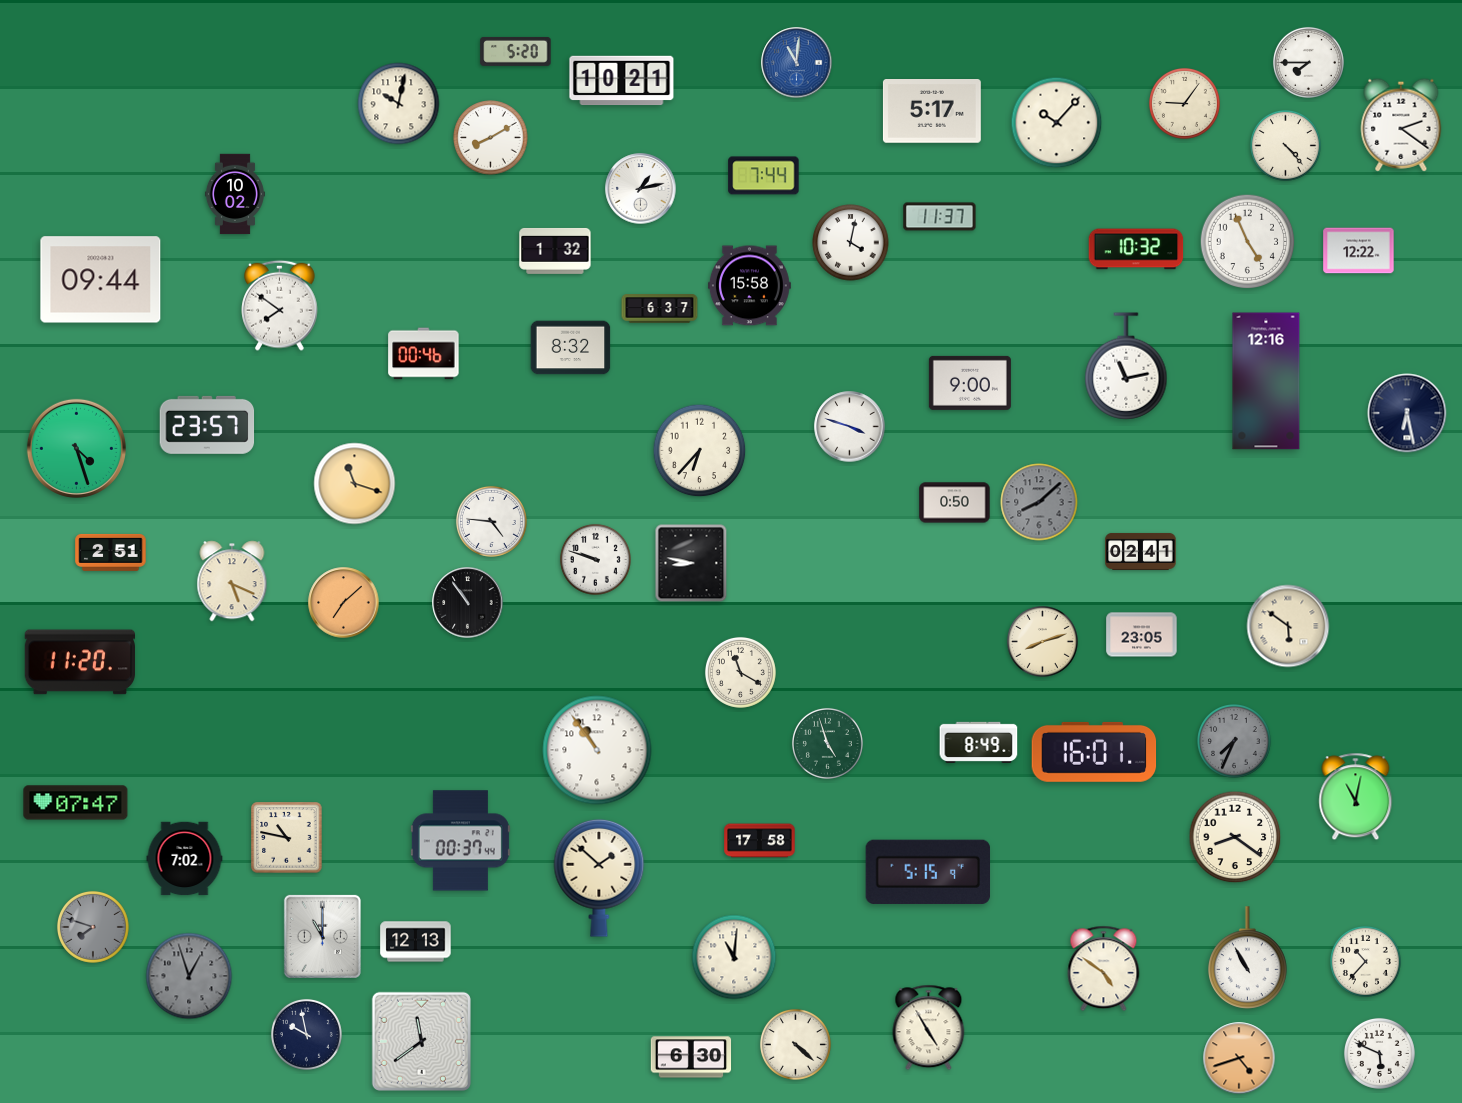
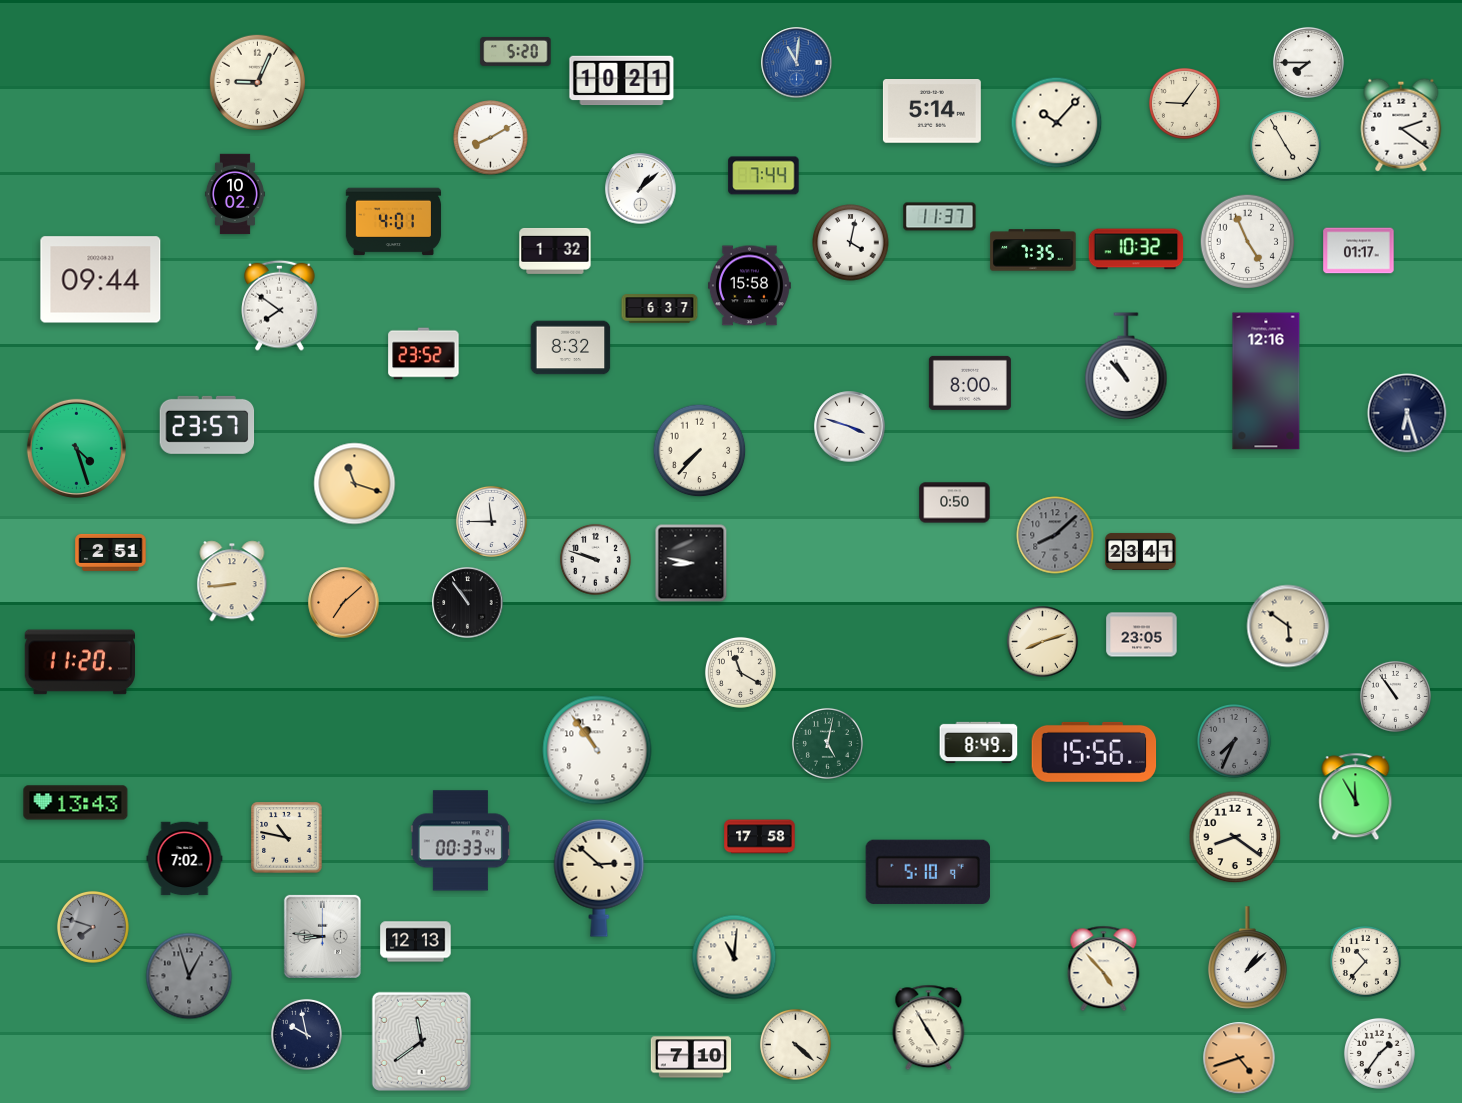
clock at (257, 82): none -> 9:04
clock at (399, 104): 10:02 -> none
clock at (932, 112): 5:17 -> 5:14
clock at (1285, 145): 4:23 -> 4:55
clock at (641, 189): 1:13 -> 1:08
clock at (394, 222): none -> 4:01
clock at (1033, 250): none -> 7:35
clock at (1359, 251): 12:22 -> 01:17
clock at (424, 354): 00:46 -> 23:52
clock at (1126, 366): 11:13 -> 10:53
clock at (970, 383): 9:00 -> 8:00
clock at (1407, 413): 6:28 -> 6:27
clock at (700, 451): 6:37 -> 7:37
clock at (1039, 502) position: (1039, 502) -> (1055, 535)
clock at (491, 521): 4:46 -> 11:45
clock at (1141, 551): 02:41 -> 23:41
clock at (232, 581): 5:19 -> 8:44
clock at (1395, 696): none -> 10:54
clock at (827, 743): 4:57 -> 5:02
clock at (1094, 752): 16:01 -> 15:56
clock at (1356, 797): 11:02 -> 11:55
clock at (76, 803): 07:47 -> 13:43
clock at (460, 841): 00:37 -> 00:33
clock at (760, 841) position: (760, 841) -> (760, 837)
clock at (927, 872): 5:15 -> 5:10
clock at (599, 878): 1:52 -> 2:52
clock at (322, 936): 11:00 -> 8:46
clock at (1248, 958): 10:55 -> 1:08
clock at (1104, 969): 4:51 -> 4:53
clock at (1379, 1053): 5:49 -> 1:36
clock at (691, 1057): 6:30 -> 7:10
